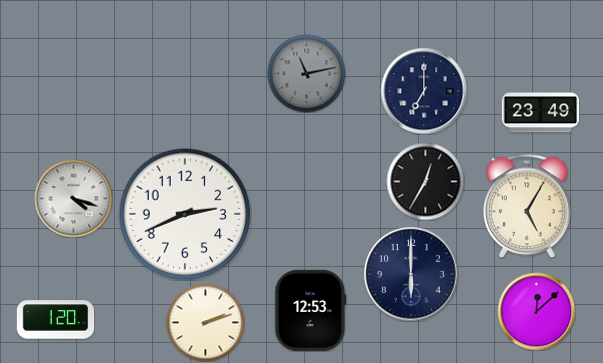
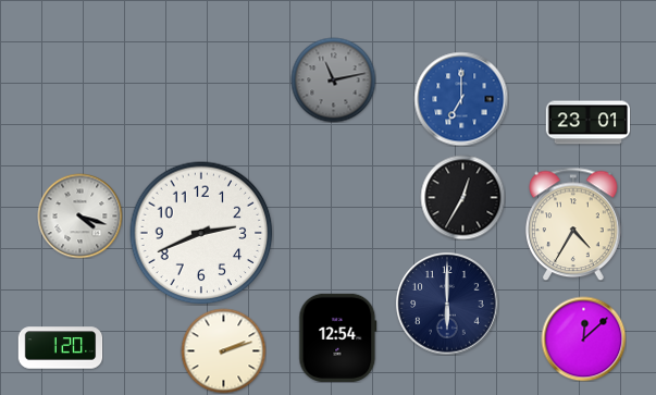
clock at (424, 91) dial: navy -> blue
clock at (540, 113): 23:49 -> 23:01
clock at (528, 206): 5:05 -> 4:35
clock at (411, 274) position: (411, 274) -> (447, 304)
clock at (311, 310): 12:53 -> 12:54
